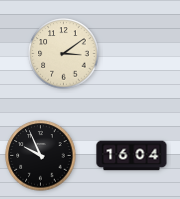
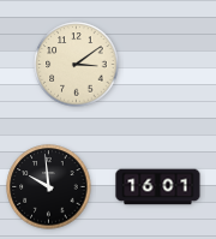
clock at (41, 156): 9:56 -> 9:59
clock at (132, 156): 16:04 -> 16:01
